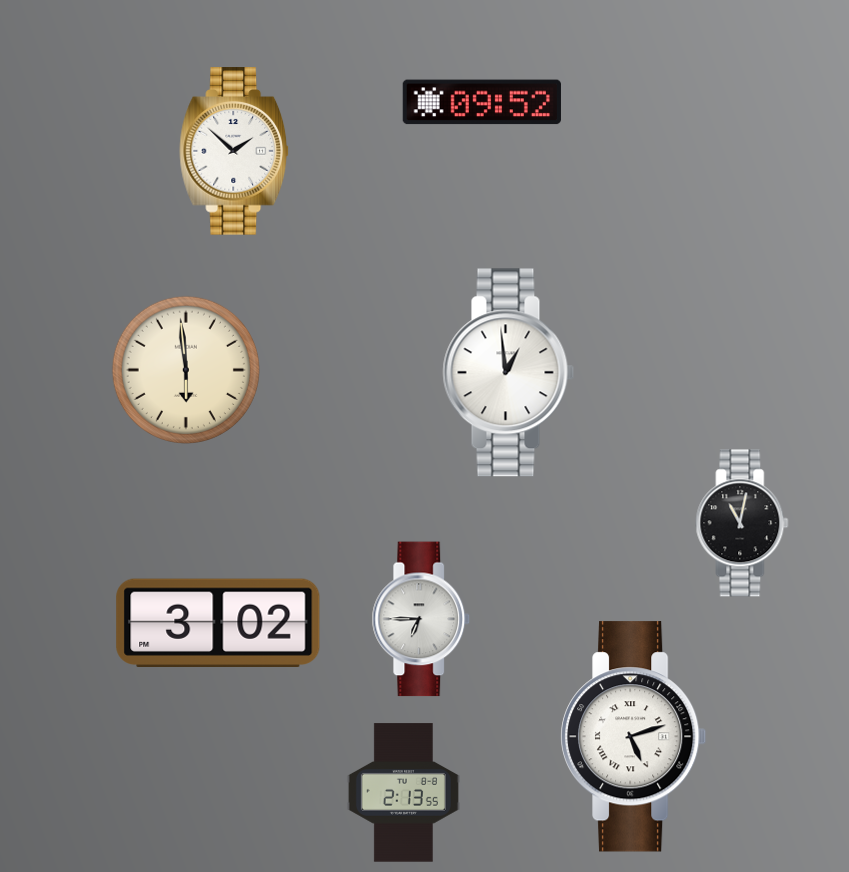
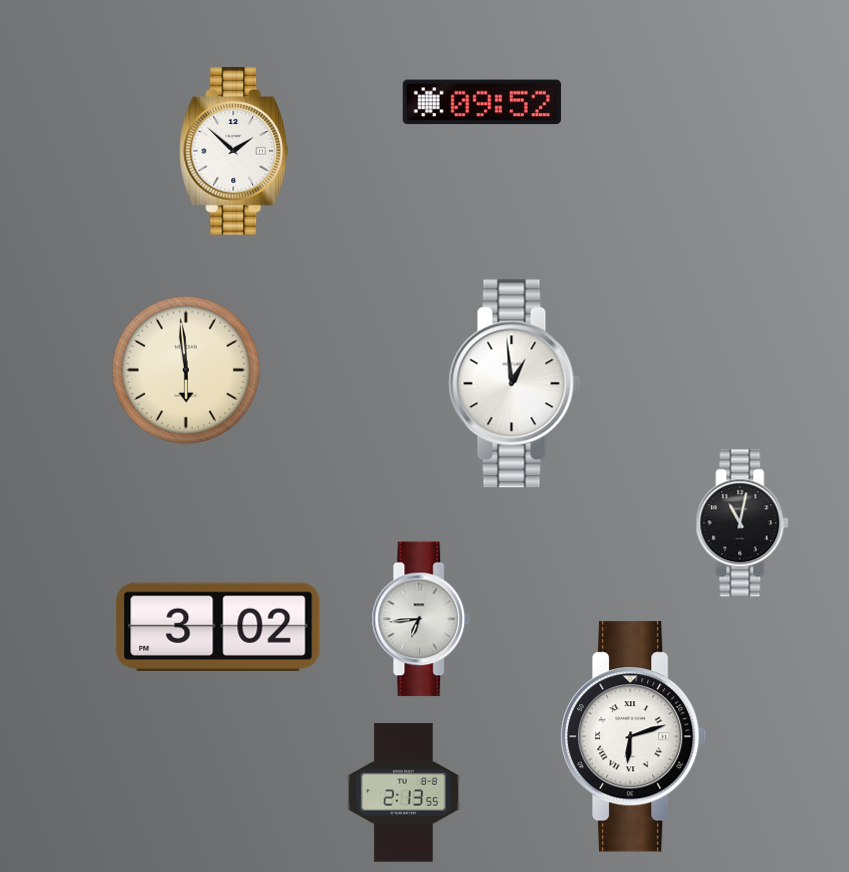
clock at (509, 373) position: (509, 373) -> (515, 384)
clock at (421, 619): 6:45 -> 6:44
clock at (218, 622) position: (218, 622) -> (218, 626)
clock at (634, 737): 5:12 -> 6:12
